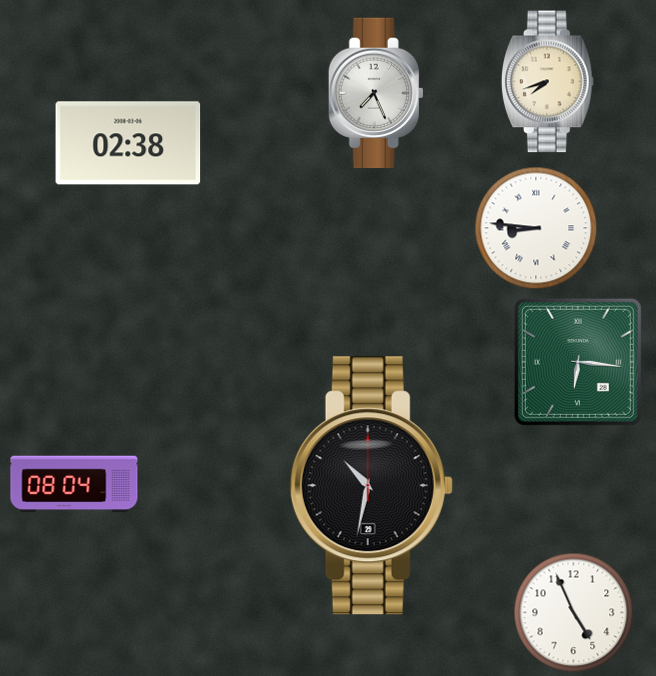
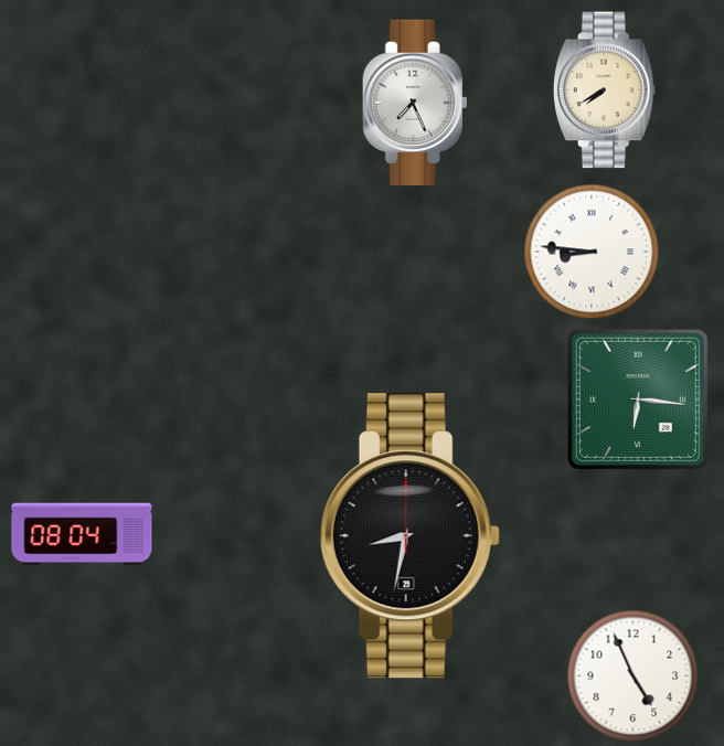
clock at (547, 82): 7:42 -> 7:40
clock at (128, 143): 02:38 -> none
clock at (371, 486): 10:32 -> 8:32
